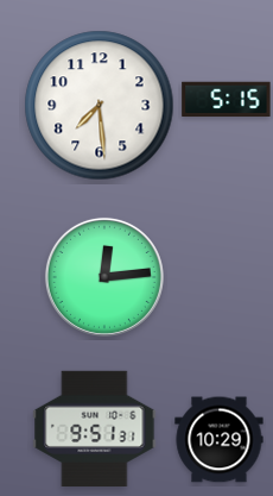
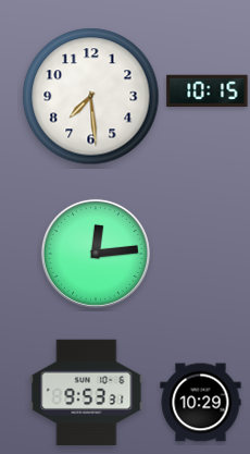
clock at (227, 100): 5:15 -> 10:15
clock at (95, 428): 9:51 -> 9:53
